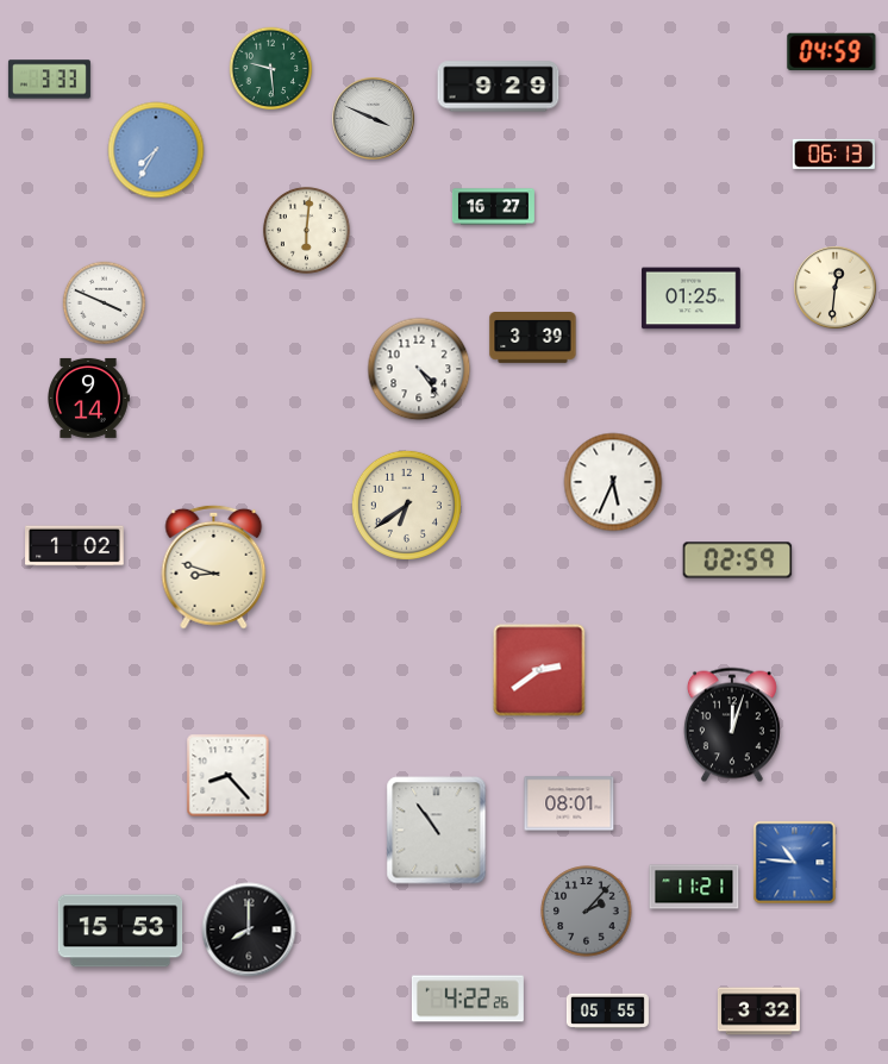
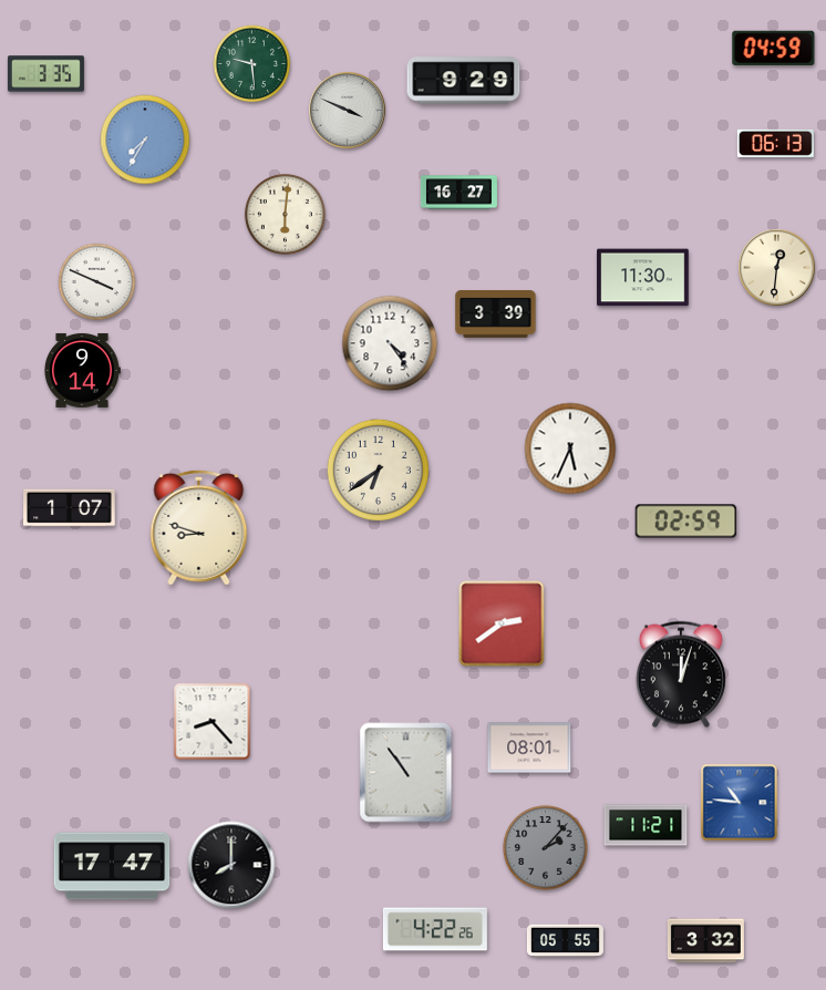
clock at (49, 80): 3:33 -> 3:35
clock at (692, 299): 01:25 -> 11:30
clock at (75, 546): 1:02 -> 1:07
clock at (120, 931): 15:53 -> 17:47
